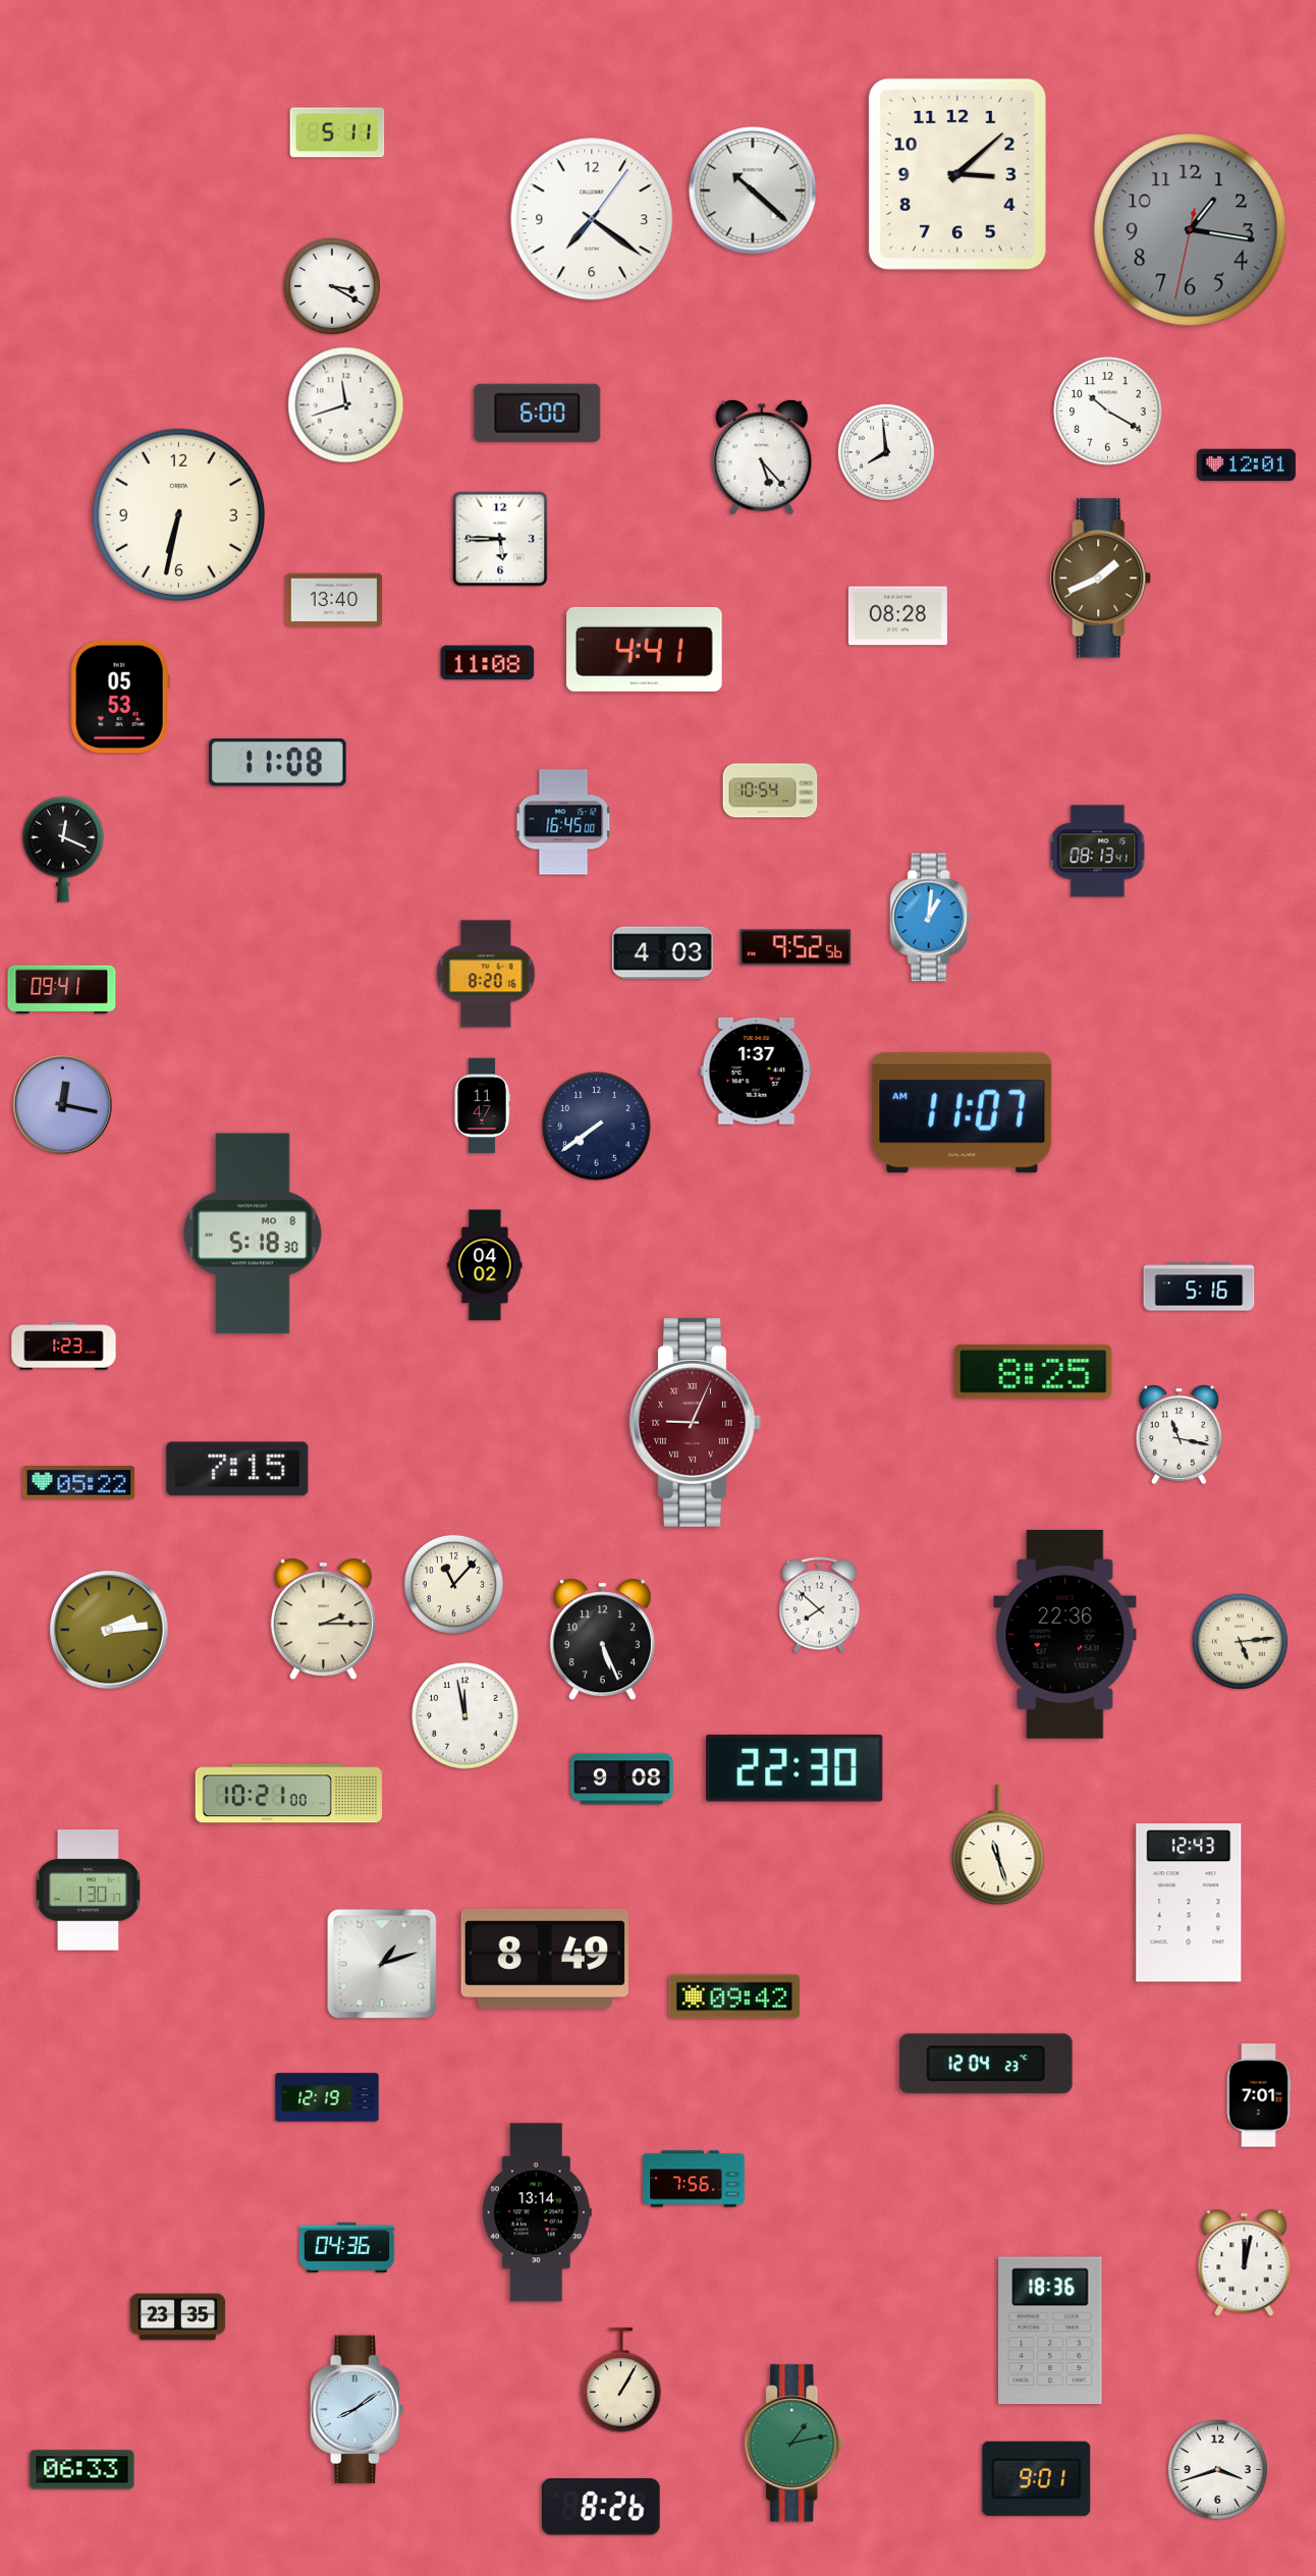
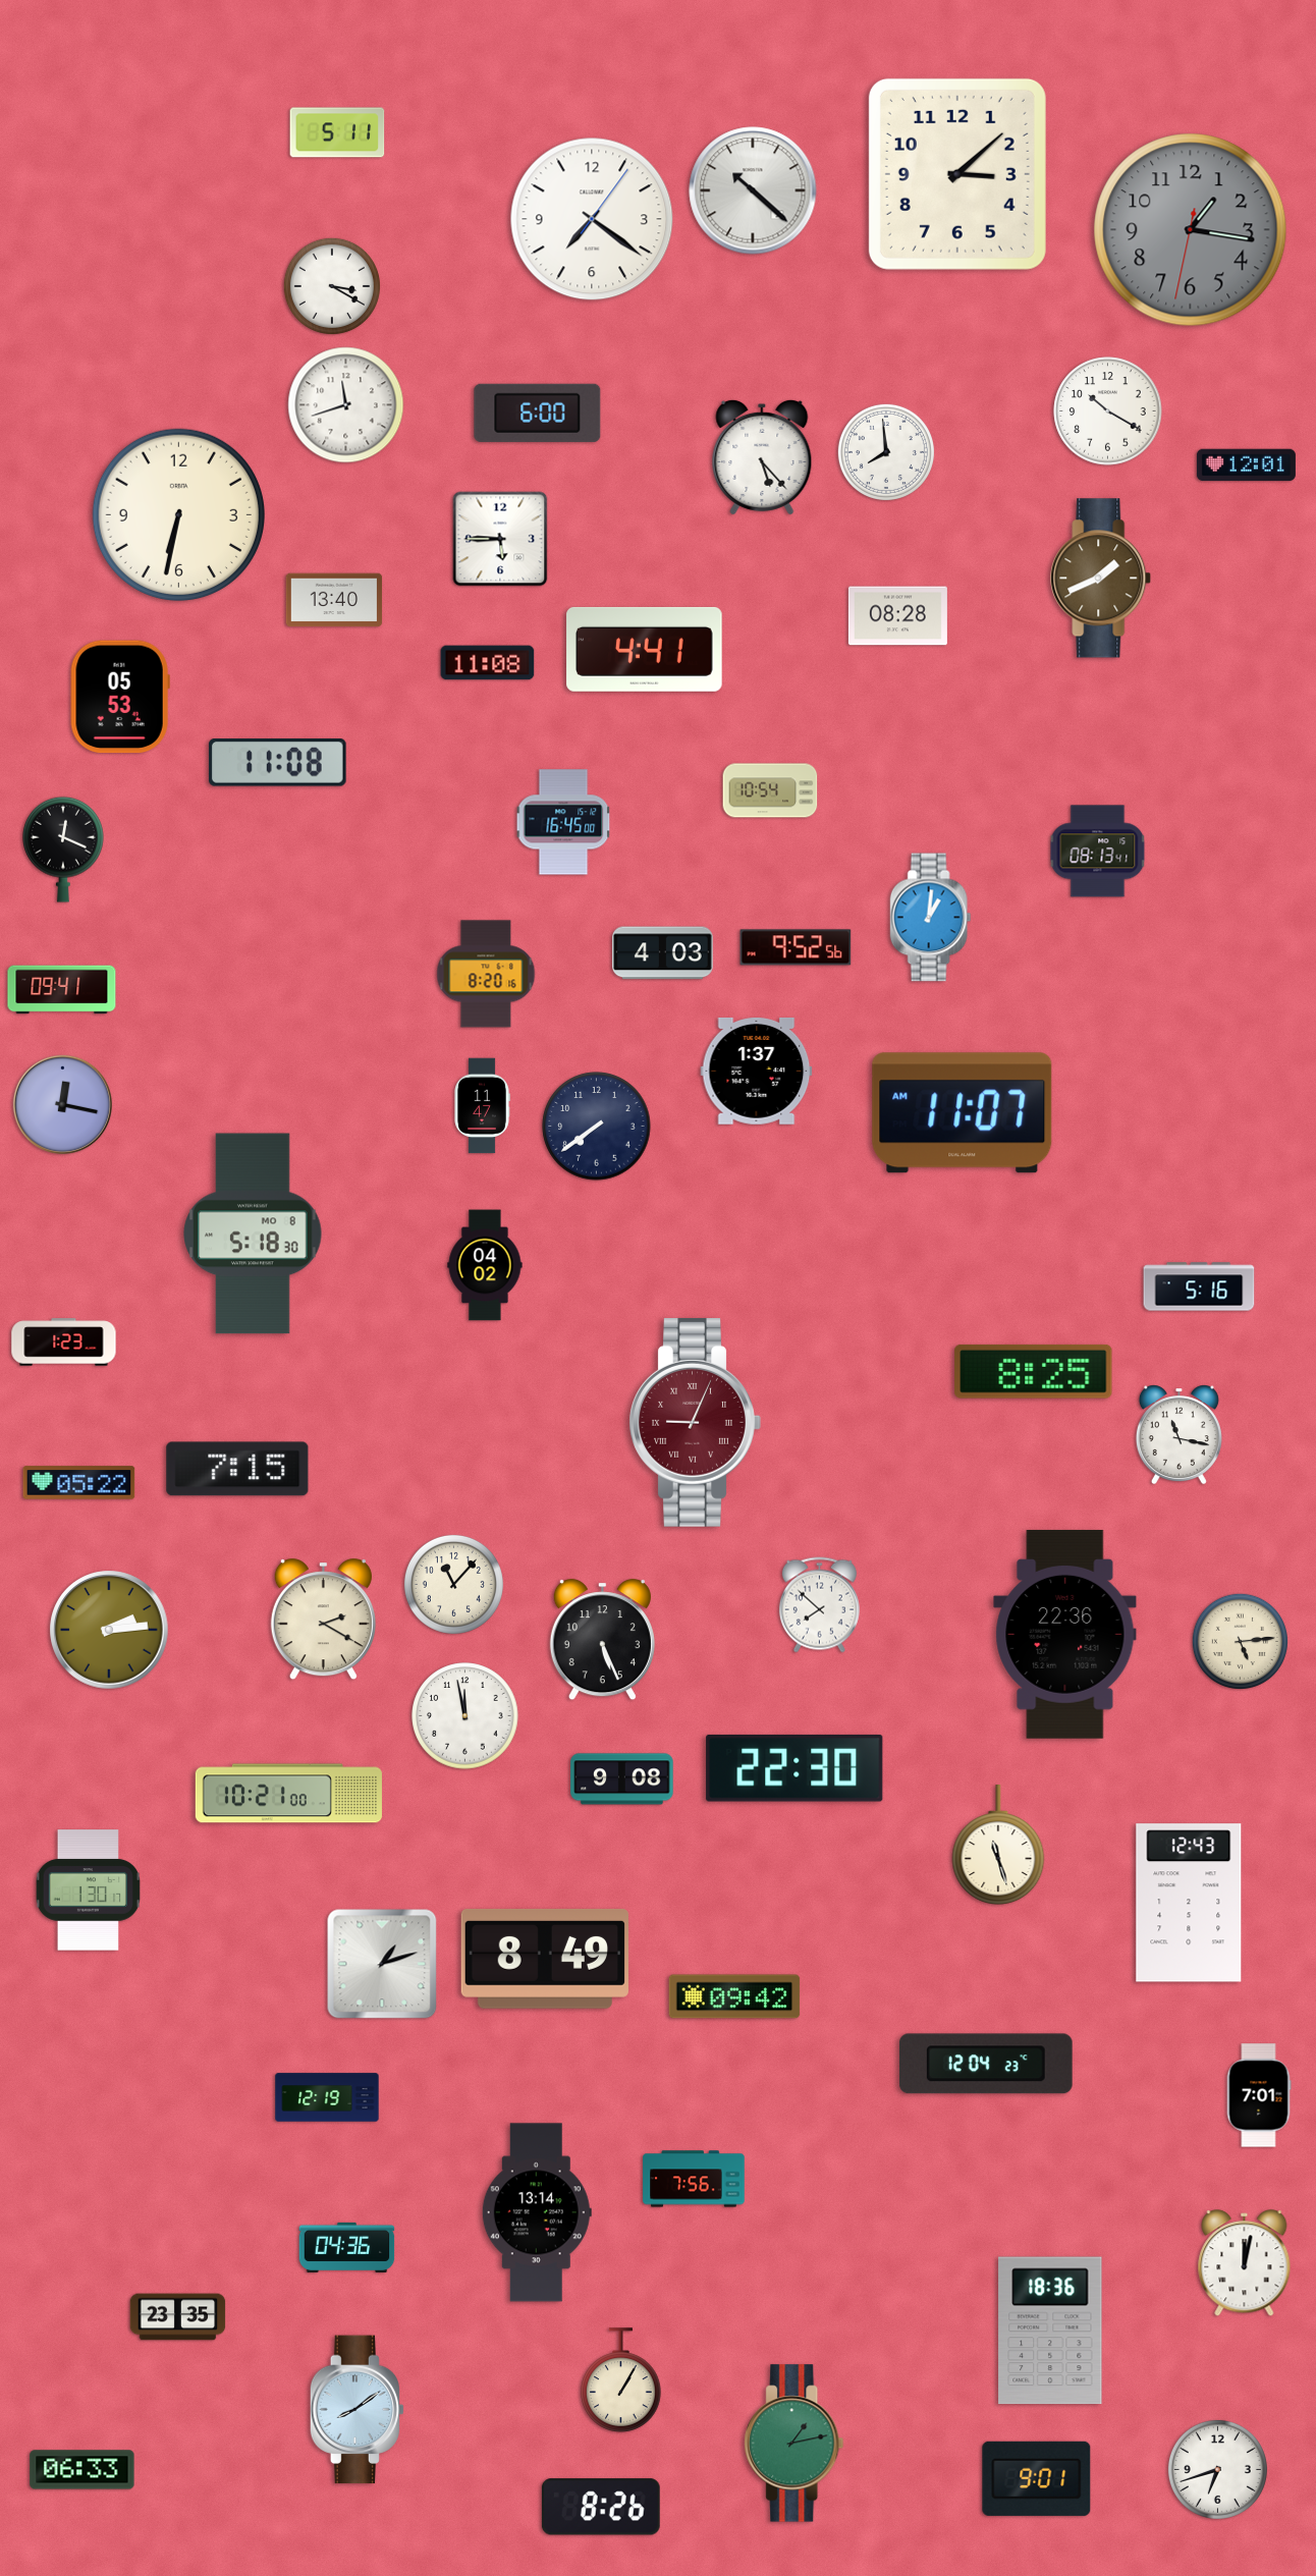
clock at (64, 1347) position: (64, 1347) -> (64, 1342)
clock at (323, 1620): 2:15 -> 2:20
clock at (1217, 2469): 3:42 -> 6:42
